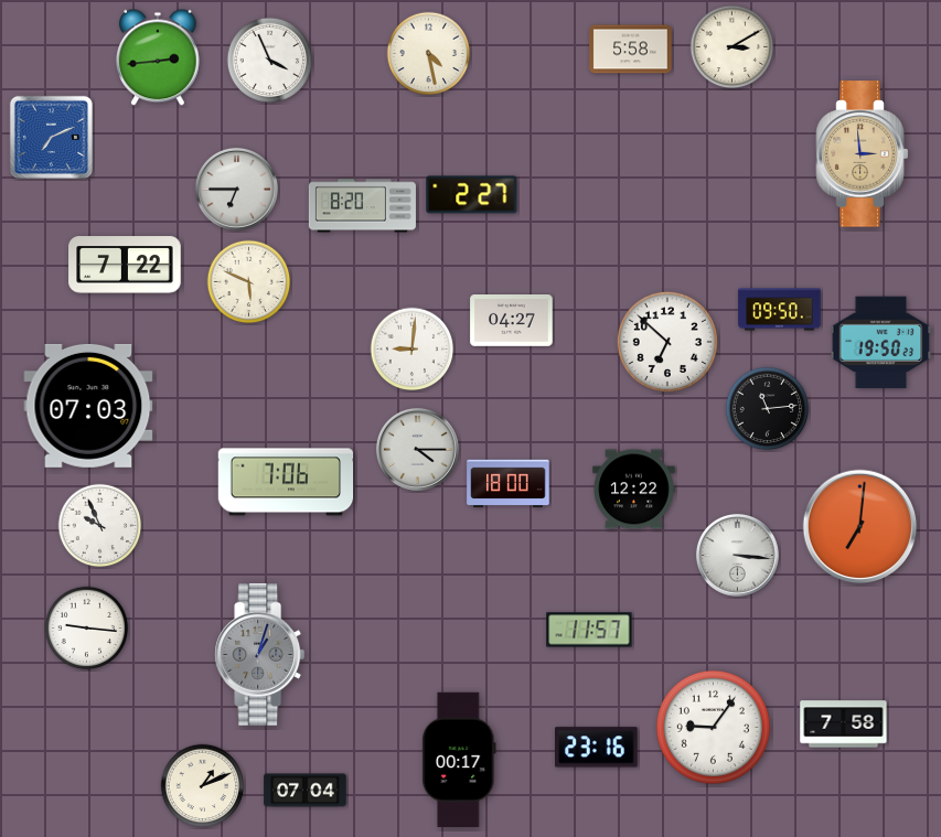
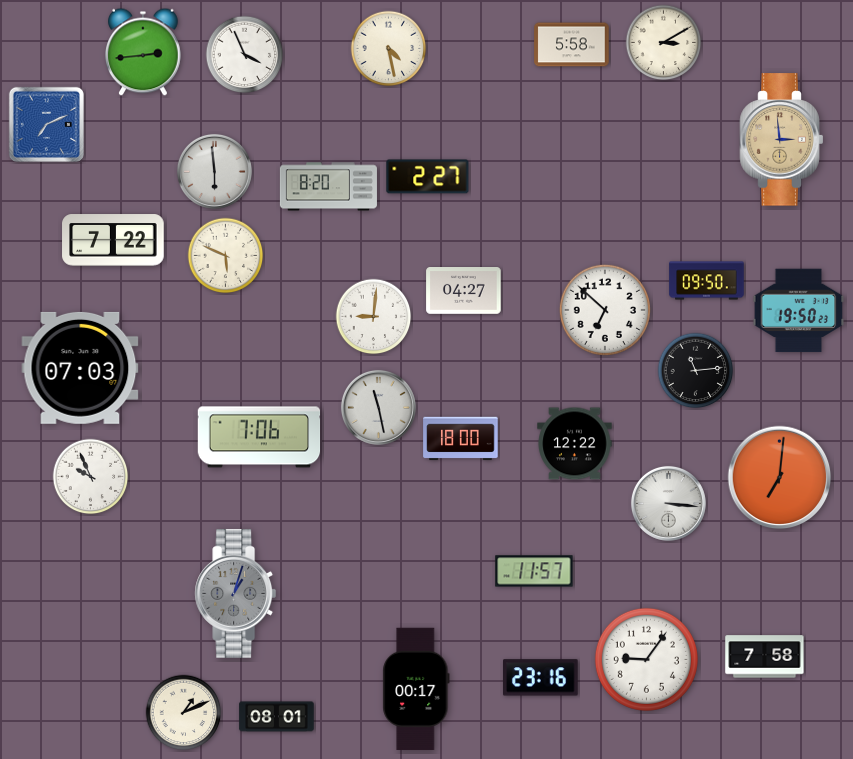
clock at (236, 189): 6:45 -> 5:59
clock at (417, 449): 4:15 -> 11:28
clock at (87, 629): 9:16 -> none
clock at (306, 791): 07:04 -> 08:01
